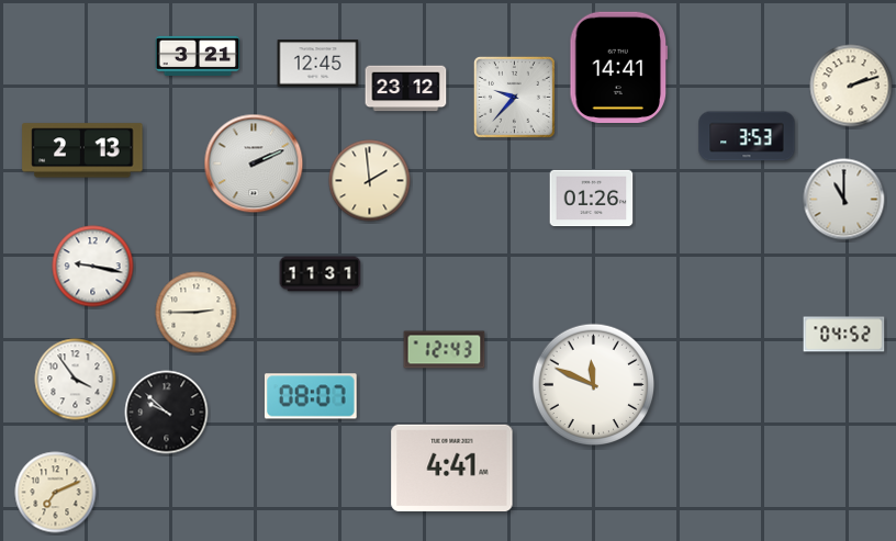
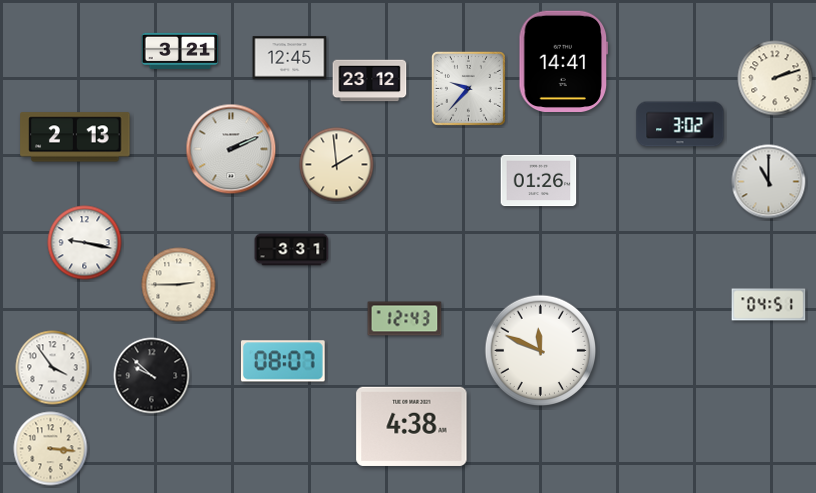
clock at (747, 136): 3:53 -> 3:02
clock at (321, 274): 11:31 -> 3:31
clock at (844, 335): 04:52 -> 04:51
clock at (76, 380) position: (76, 380) -> (53, 368)
clock at (452, 467): 4:41 -> 4:38
clock at (56, 493): 7:11 -> 3:16
